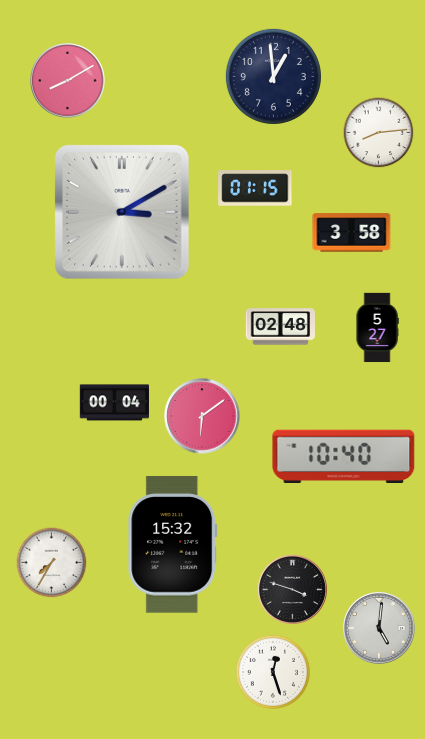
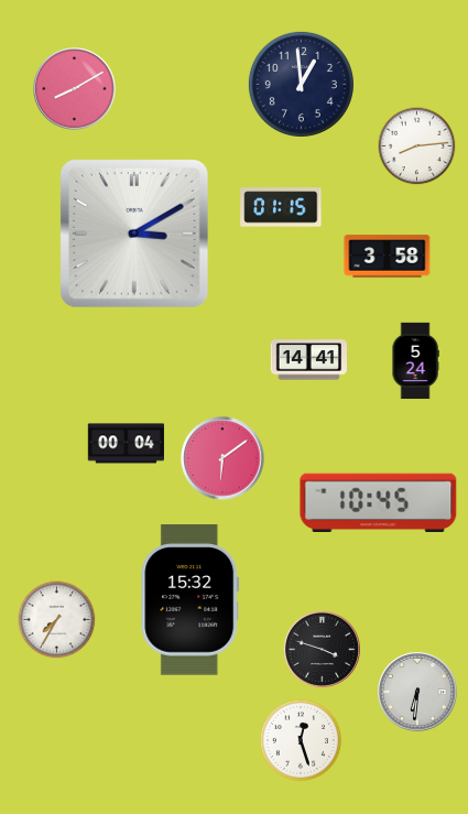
clock at (280, 327): 02:48 -> 14:41
clock at (377, 328): 5:27 -> 5:24
clock at (344, 456): 10:40 -> 10:45
clock at (380, 629): 5:01 -> 6:31
